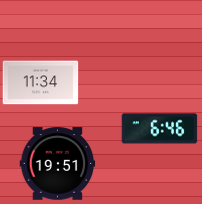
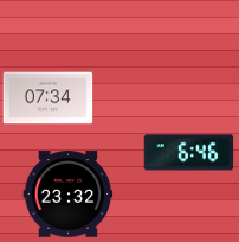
clock at (41, 83): 11:34 -> 07:34
clock at (58, 164): 19:51 -> 23:32
